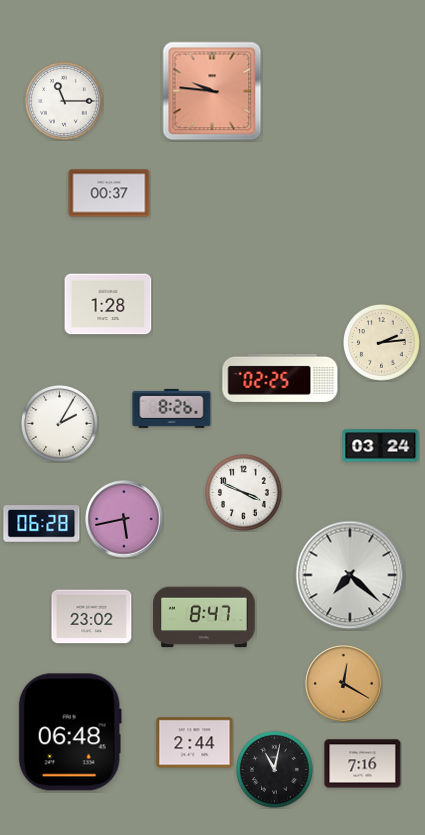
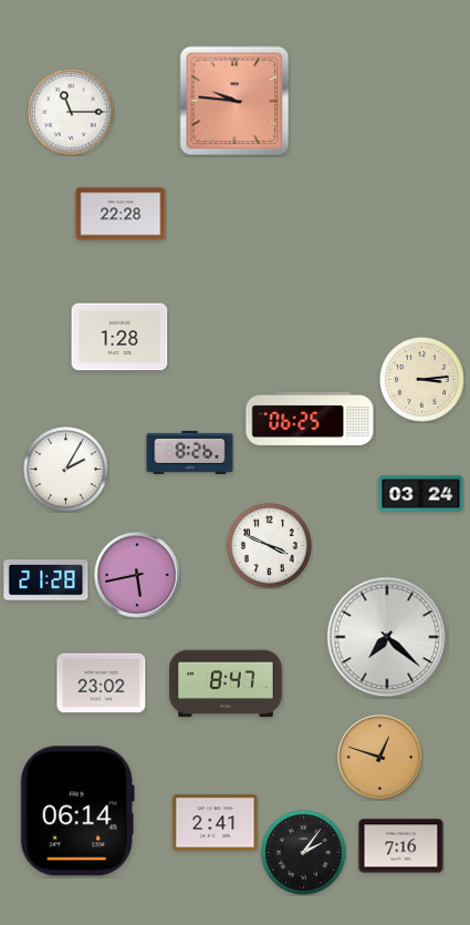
clock at (109, 193): 00:37 -> 22:28
clock at (382, 343): 2:14 -> 3:14
clock at (280, 378): 02:25 -> 06:25
clock at (42, 524): 06:28 -> 21:28
clock at (344, 684): 12:20 -> 12:48
clock at (70, 732): 06:48 -> 06:14
clock at (195, 743): 2:44 -> 2:41
clock at (275, 770): 11:02 -> 2:06
